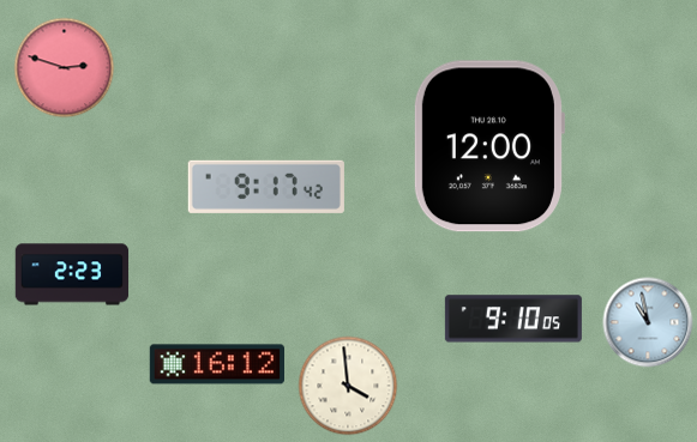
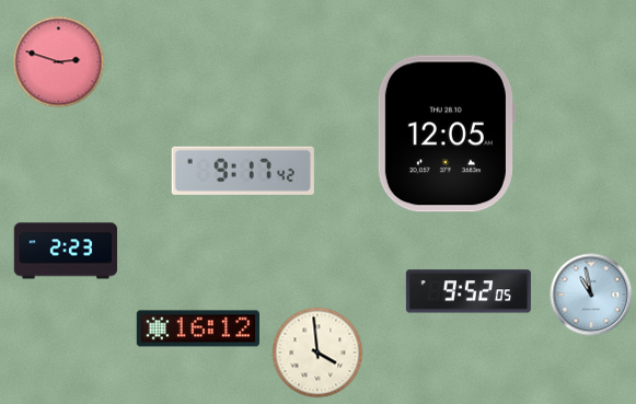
clock at (488, 146): 12:00 -> 12:05
clock at (513, 319): 9:10 -> 9:52
clock at (216, 364) position: (216, 364) -> (197, 328)
